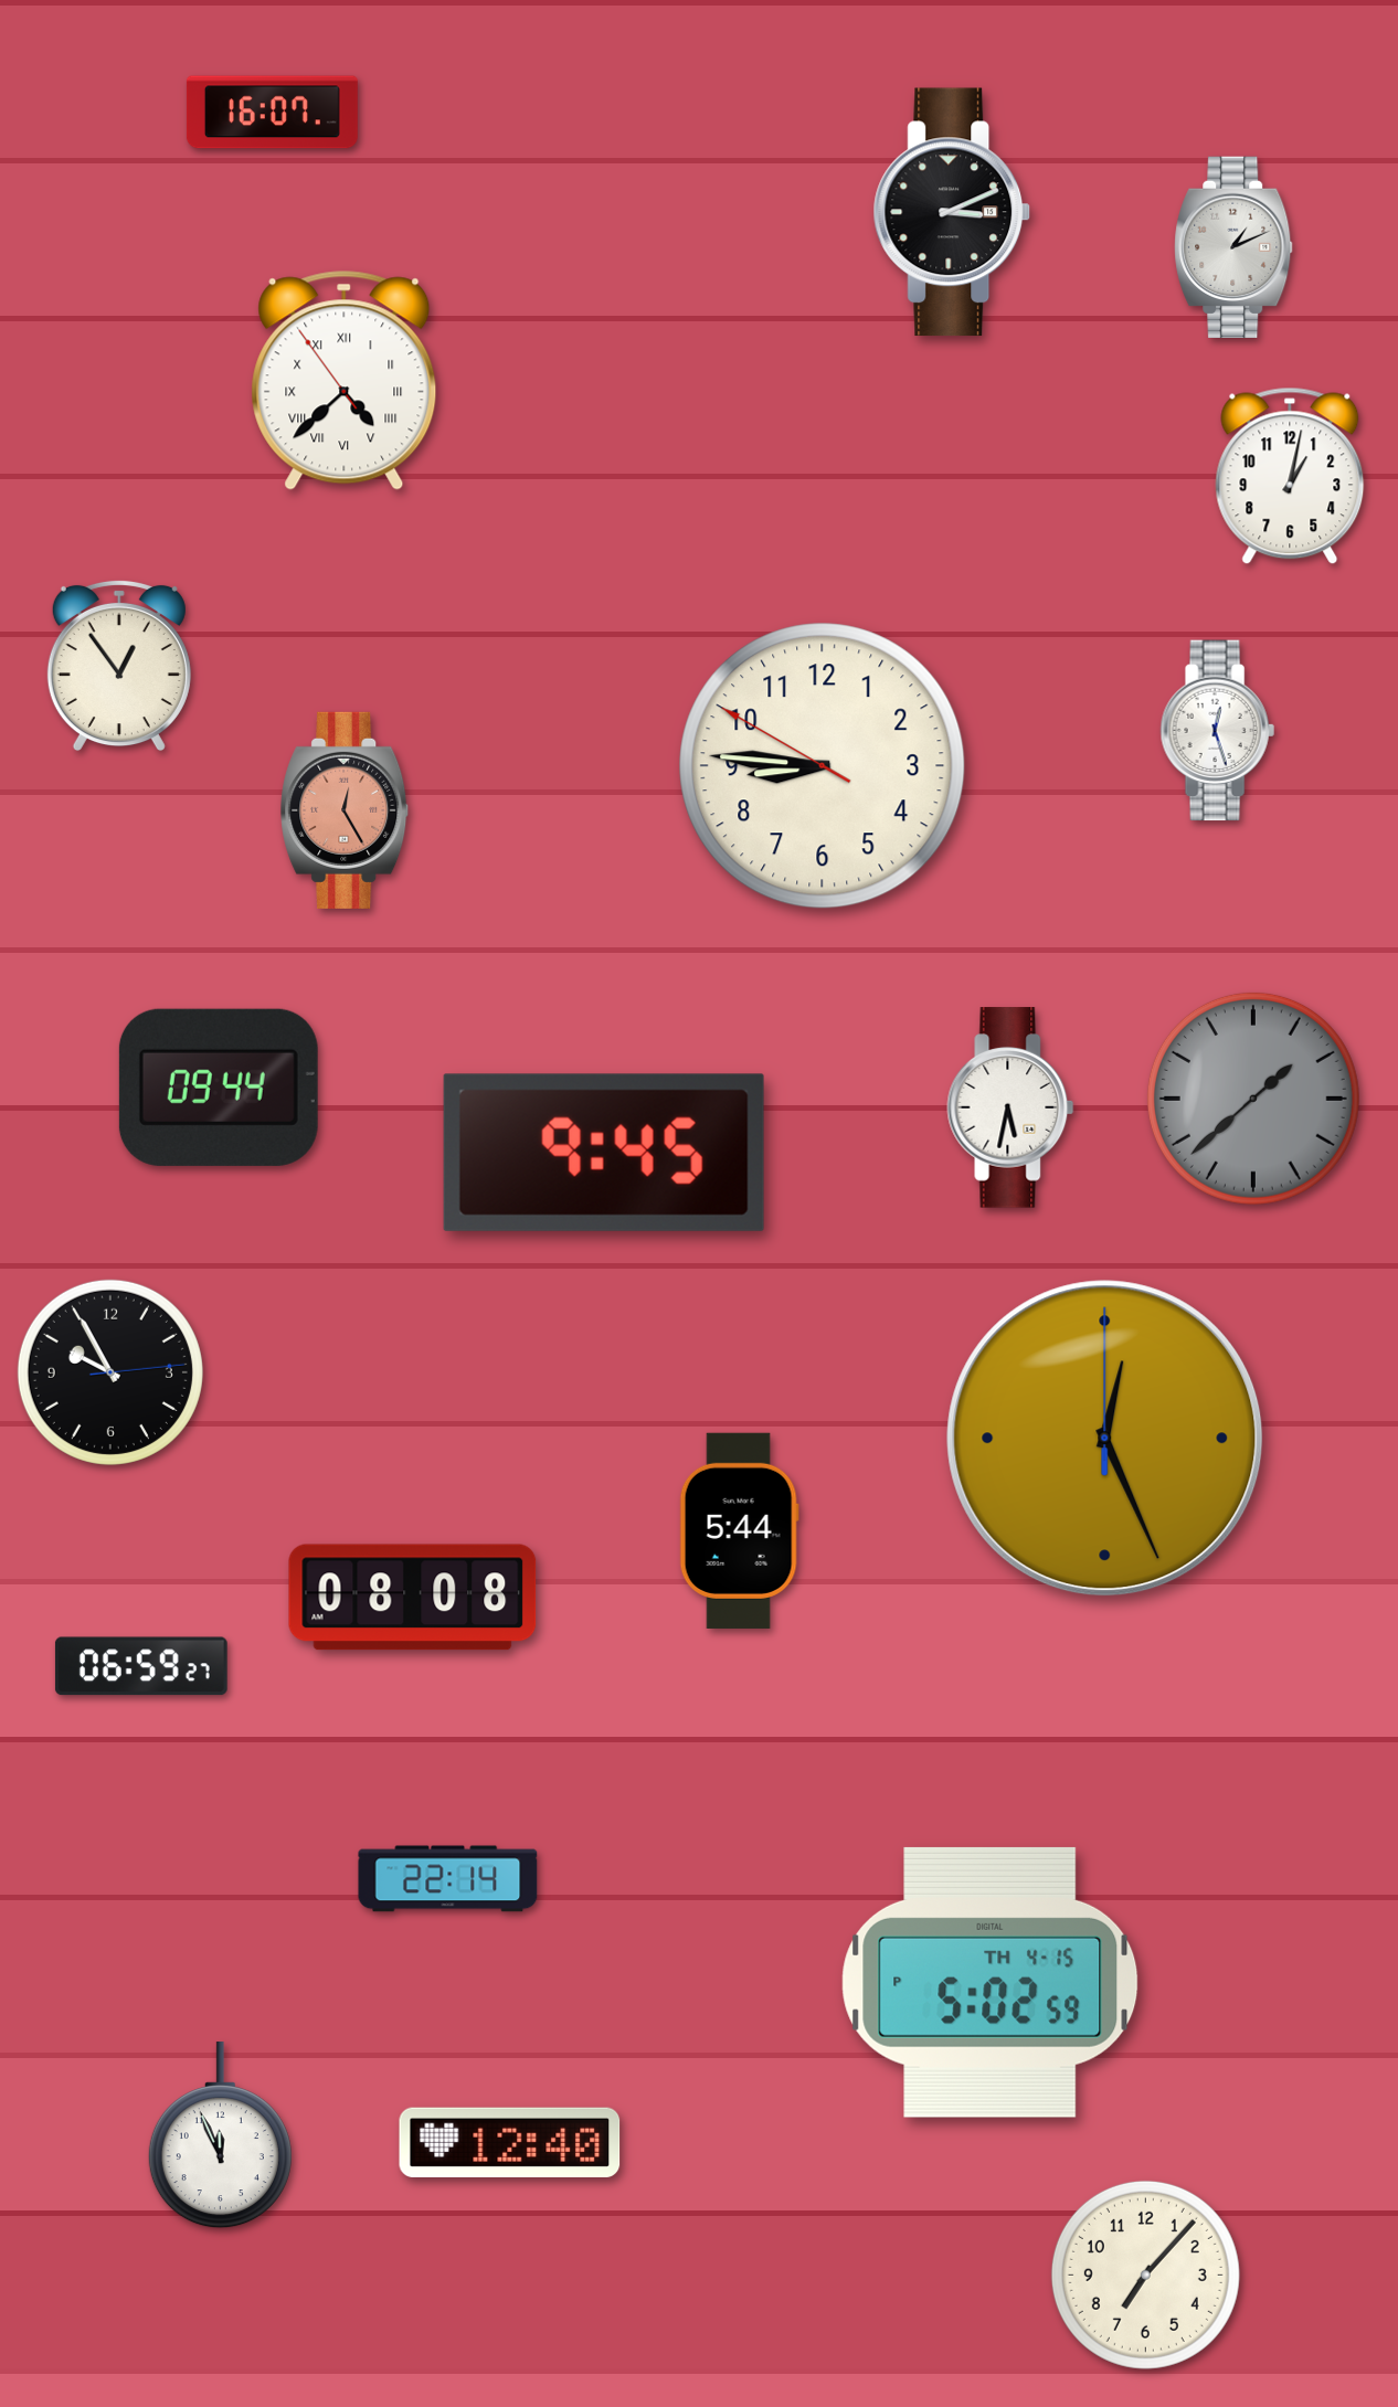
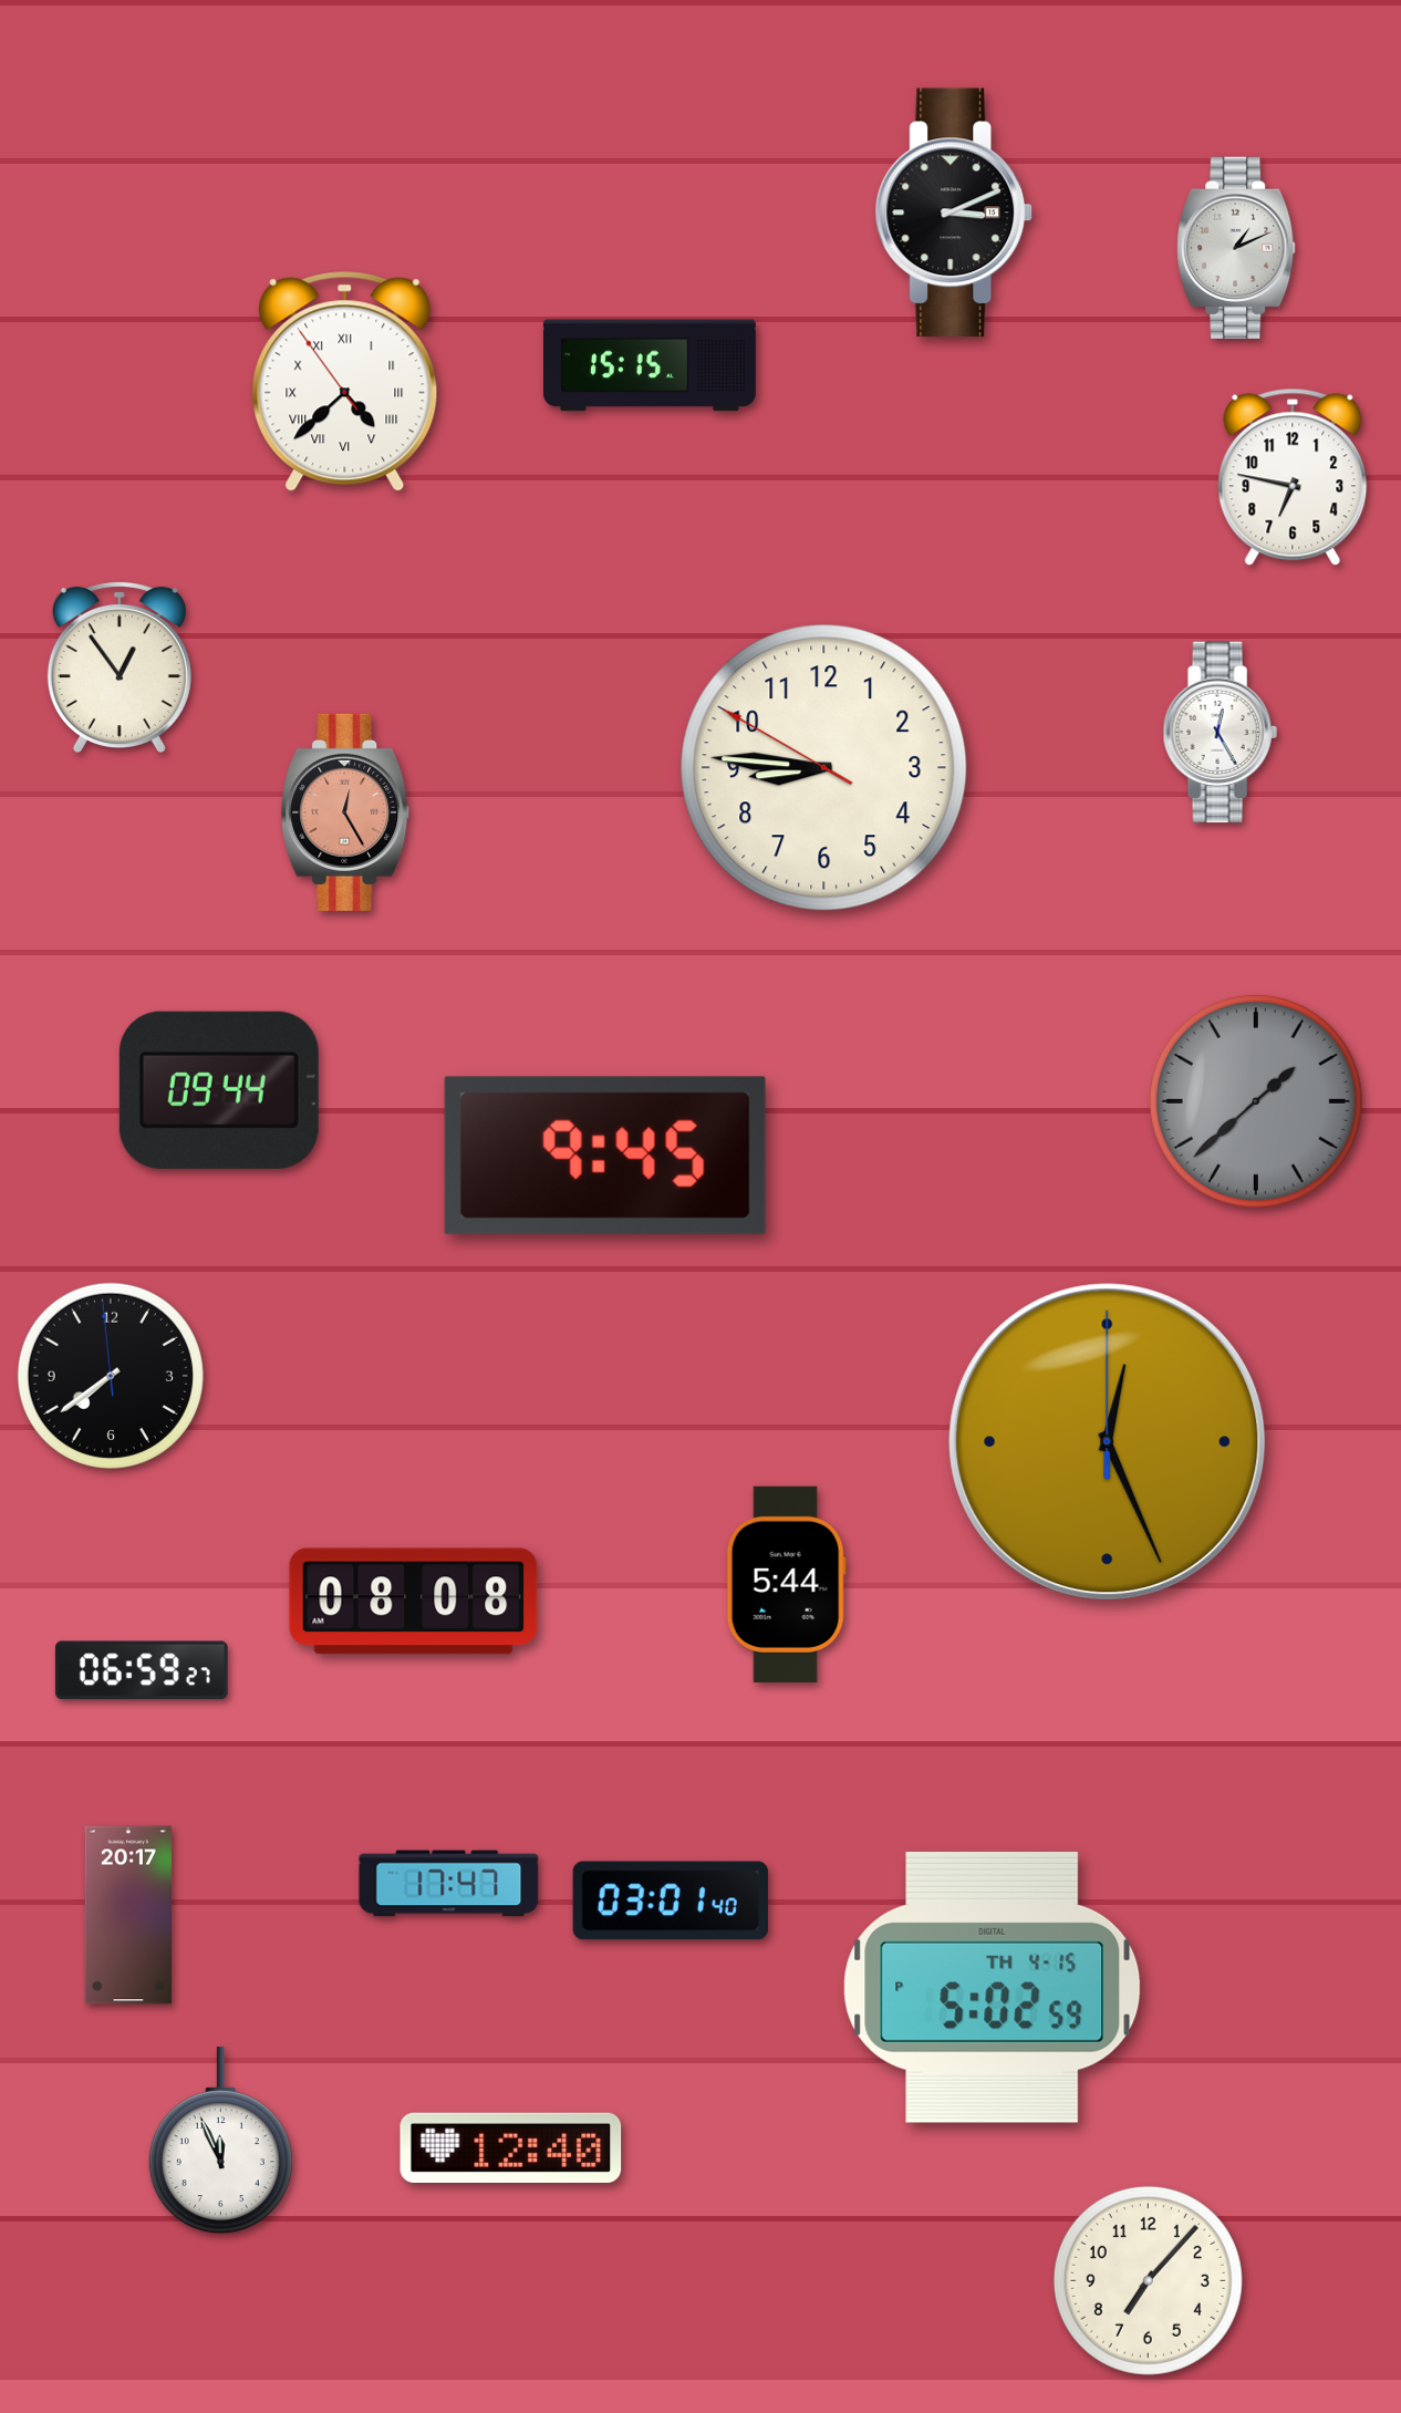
clock at (272, 113): 16:07 -> none
clock at (650, 365): none -> 15:15
clock at (1290, 476): 1:02 -> 6:47
clock at (1217, 731): 12:27 -> 12:25
clock at (1010, 1107): 5:32 -> none
clock at (110, 1372): 9:55 -> 7:38
clock at (739, 1530) position: (739, 1530) -> (786, 1584)
clock at (448, 1879): 22:14 -> 17:47
clock at (671, 1901): none -> 03:01
clock at (128, 1915): none -> 20:17
